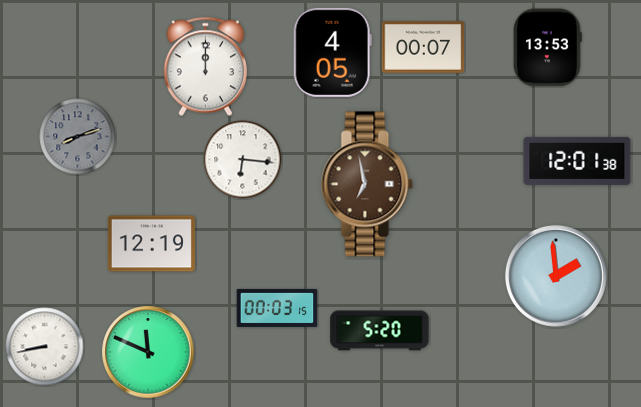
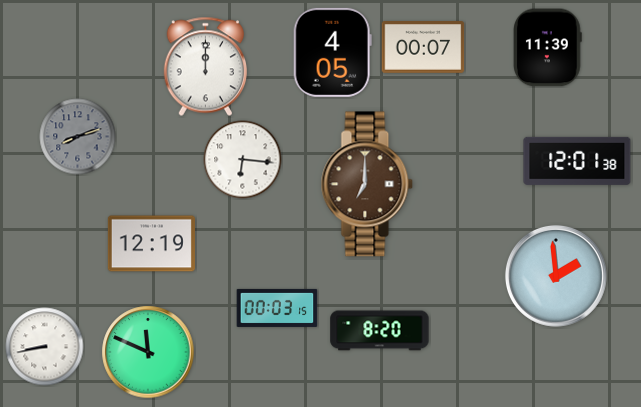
clock at (548, 48): 13:53 -> 11:39
clock at (367, 184): 6:58 -> 7:00
clock at (380, 331): 5:20 -> 8:20
